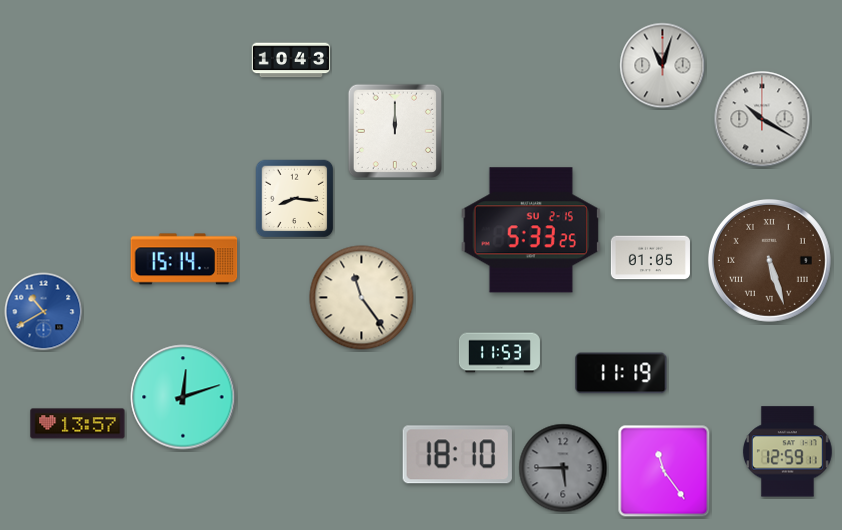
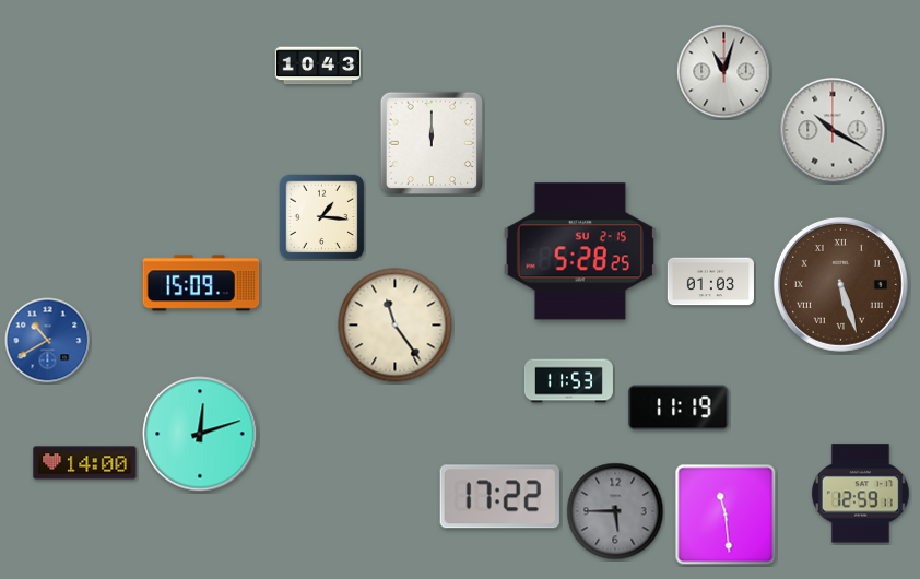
clock at (295, 199): 8:16 -> 1:16
clock at (531, 230): 5:33 -> 5:28
clock at (650, 258): 01:05 -> 01:03
clock at (184, 259): 15:14 -> 15:09
clock at (499, 353) position: (499, 353) -> (568, 381)
clock at (78, 424): 13:57 -> 14:00
clock at (457, 455): 18:10 -> 17:22
clock at (664, 471): 11:24 -> 11:29
